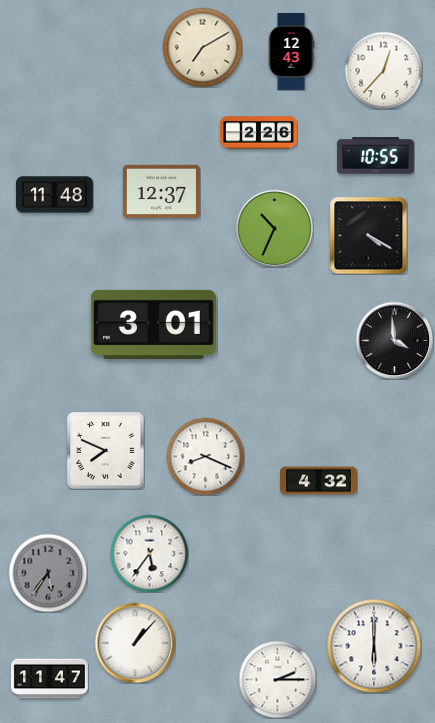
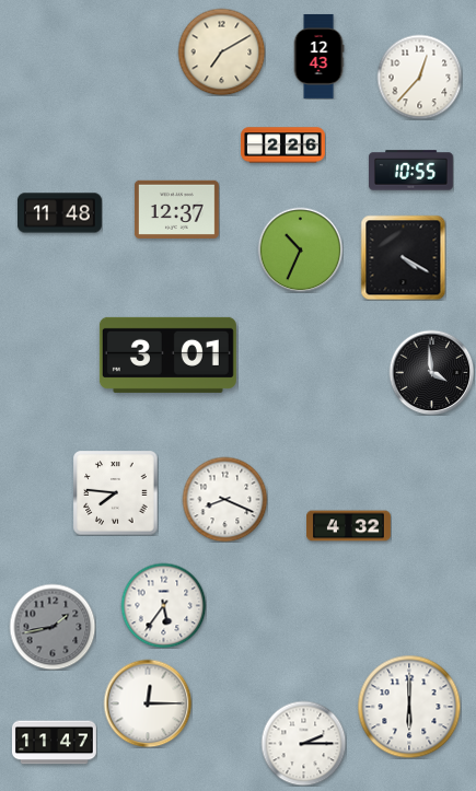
clock at (105, 450): 7:49 -> 7:46
clock at (48, 573): 5:36 -> 1:43
clock at (135, 643): 1:07 -> 12:15
